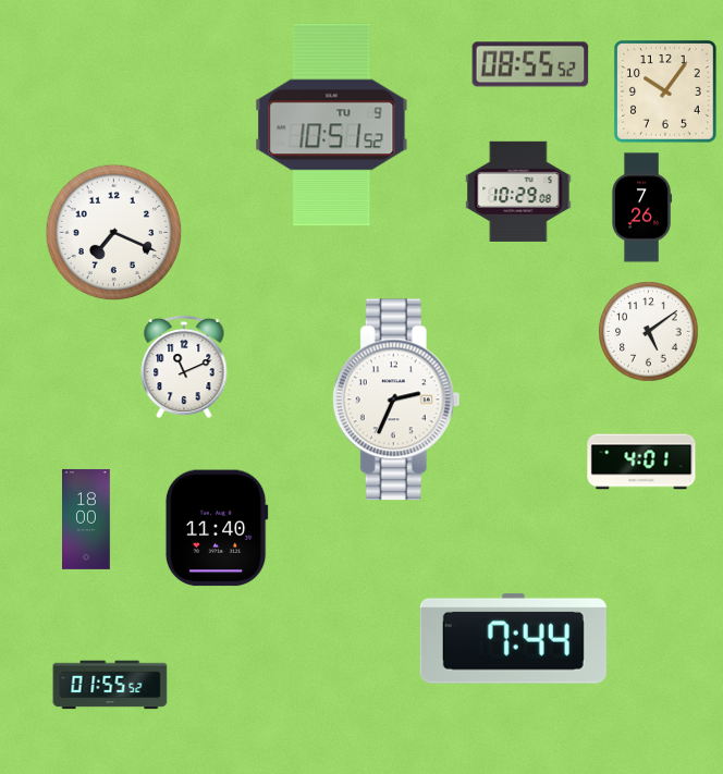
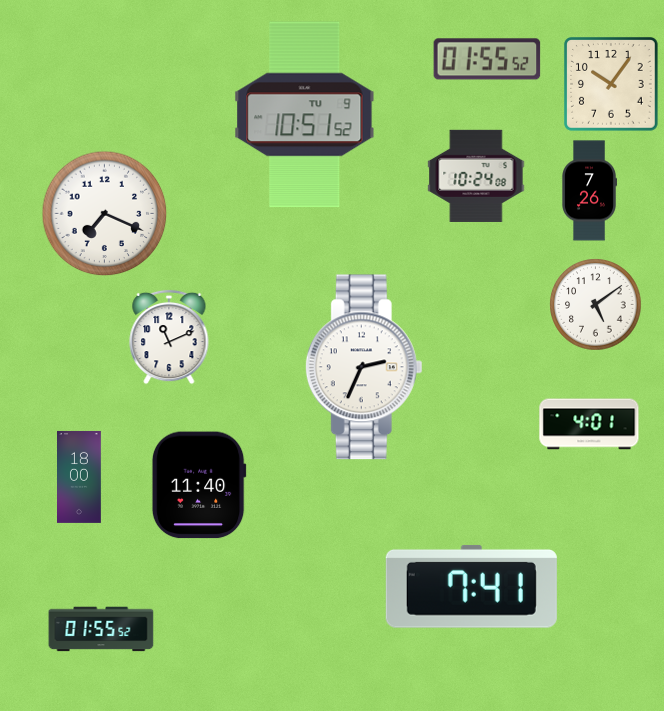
clock at (530, 64): 08:55 -> 01:55
clock at (518, 192): 10:29 -> 10:24
clock at (513, 638): 7:44 -> 7:41
